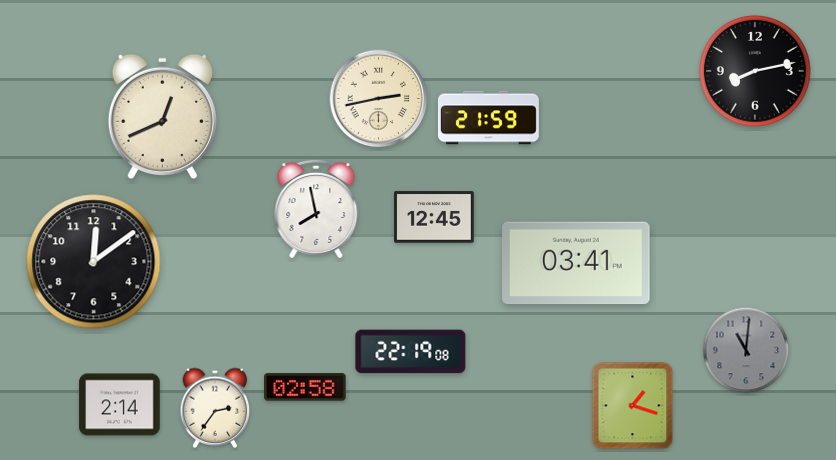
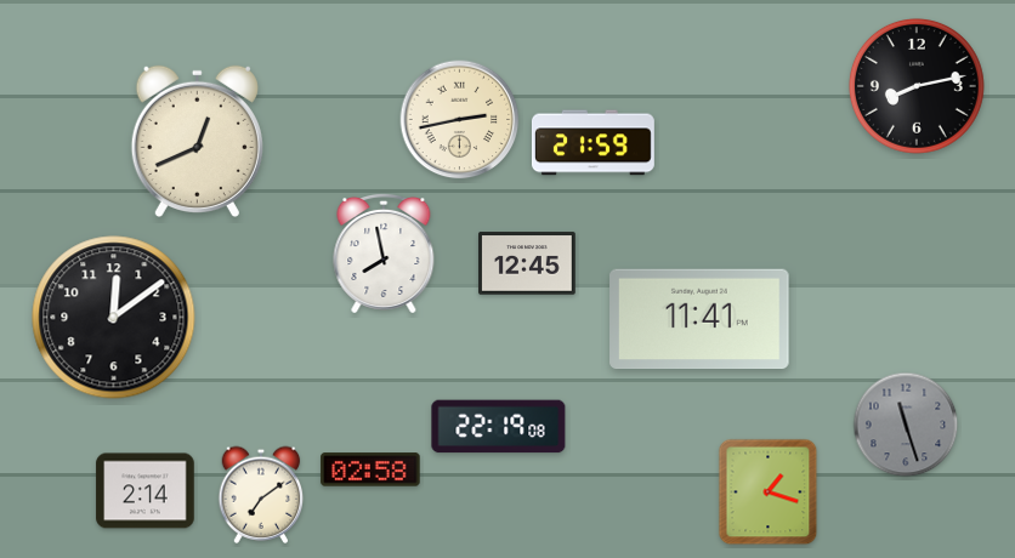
clock at (576, 263): 03:41 -> 11:41
clock at (746, 350): 11:01 -> 11:27
clock at (215, 408): 2:36 -> 7:09
